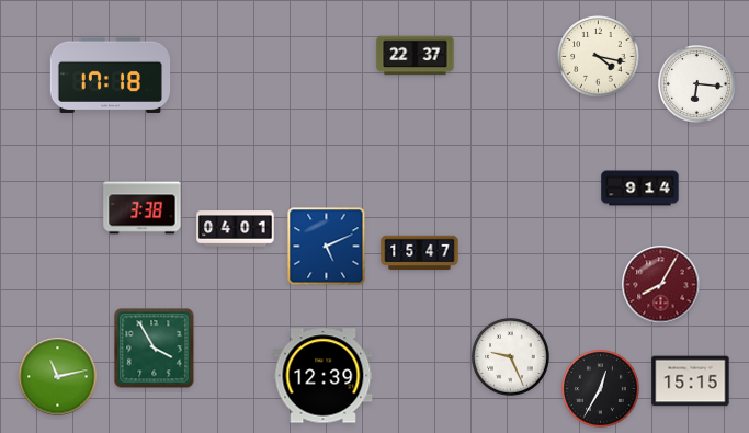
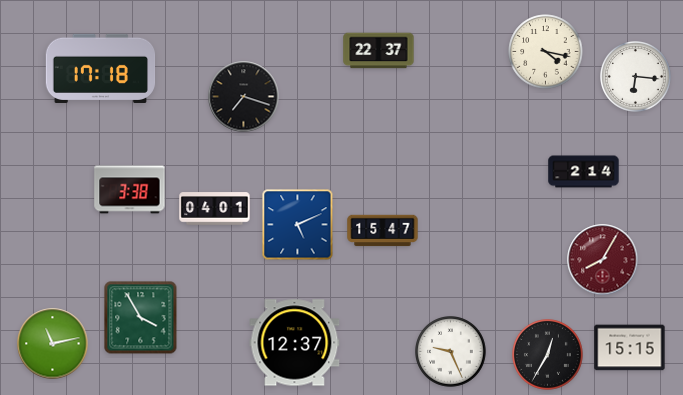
clock at (244, 97): none -> 7:18
clock at (640, 189): 9:14 -> 2:14
clock at (511, 357) position: (511, 357) -> (451, 352)
clock at (324, 376): 12:39 -> 12:37
